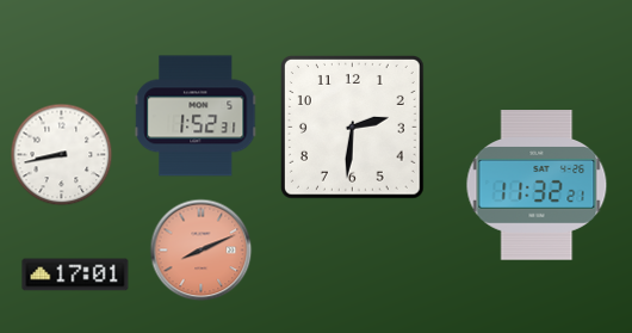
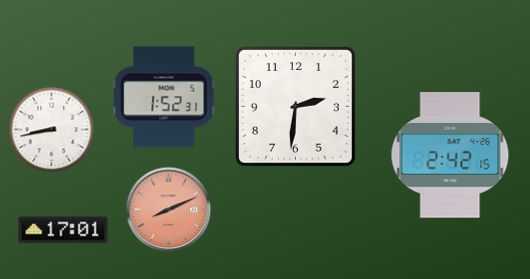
clock at (537, 185): 11:32 -> 2:42
